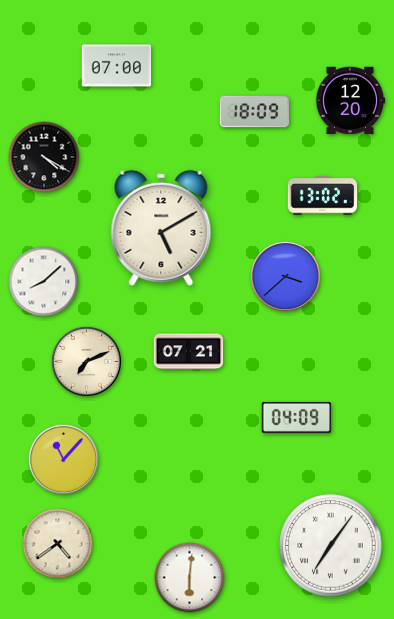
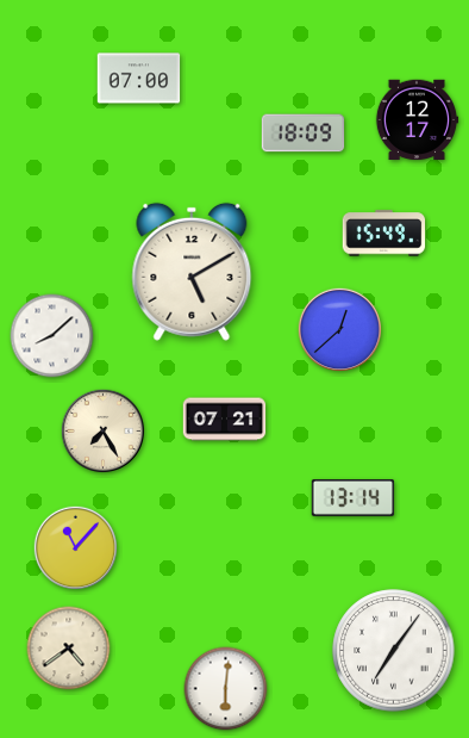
clock at (350, 101): 12:20 -> 12:17
clock at (44, 157): 4:20 -> none
clock at (323, 196): 13:02 -> 15:49
clock at (285, 276): 3:38 -> 12:38
clock at (86, 361): 7:11 -> 7:25
clock at (297, 417): 04:09 -> 13:14
